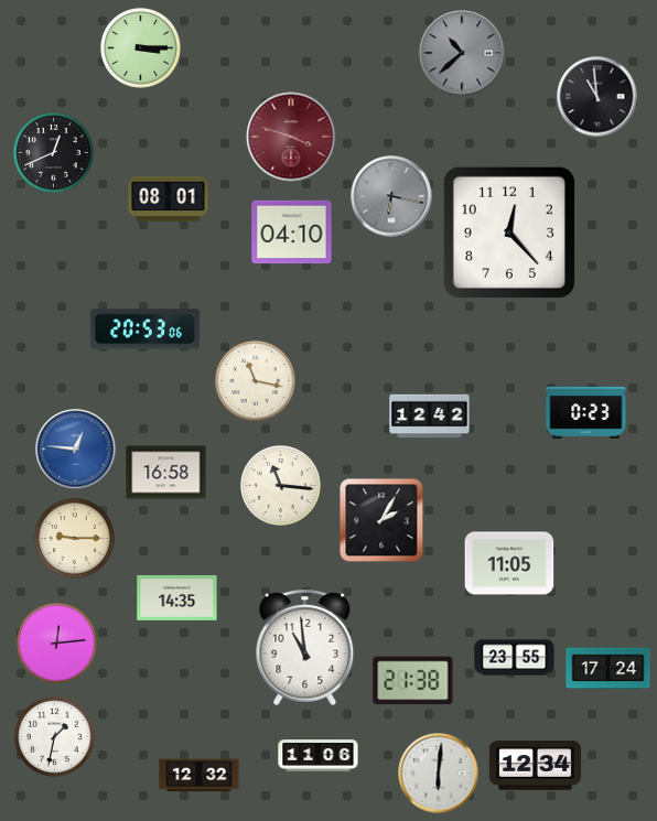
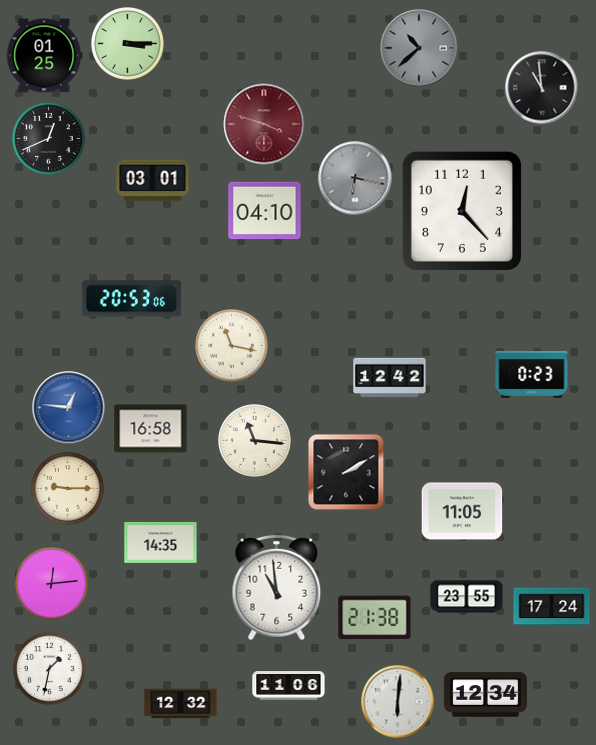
clock at (45, 56): none -> 01:25
clock at (169, 199): 08:01 -> 03:01
clock at (381, 520): 2:05 -> 2:10
